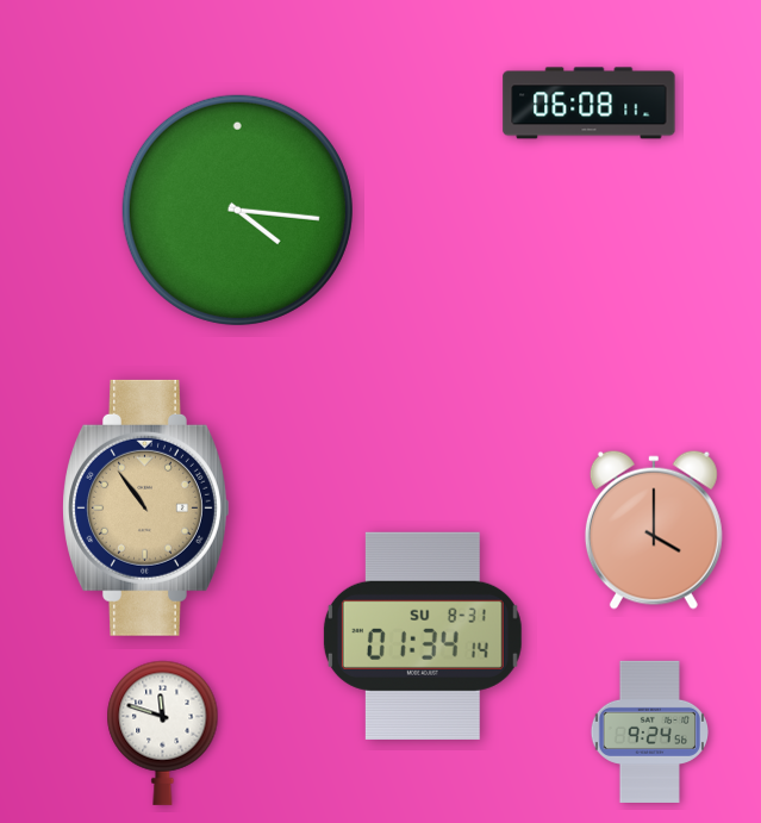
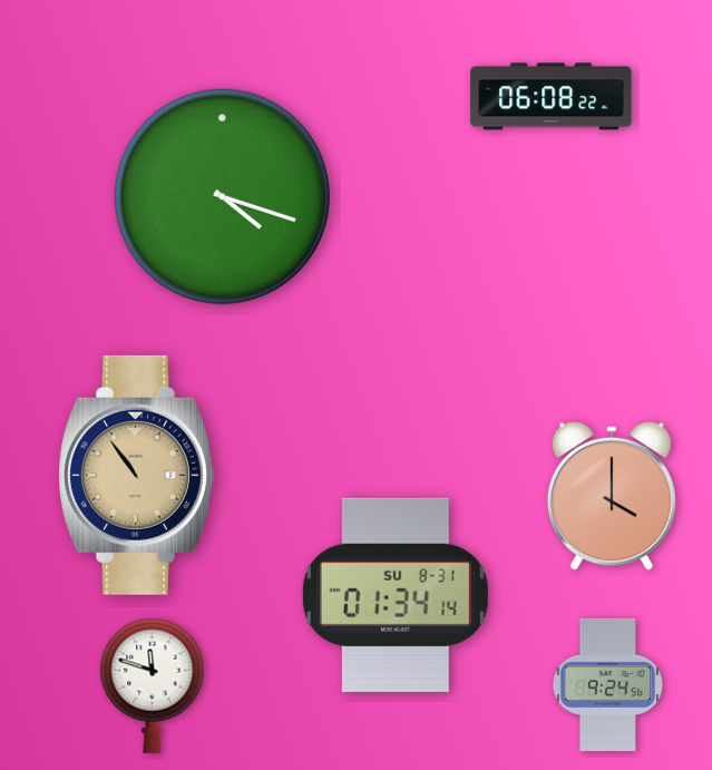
clock at (590, 104): 06:08:11 -> 06:08:22
clock at (237, 210): 4:16 -> 4:18
